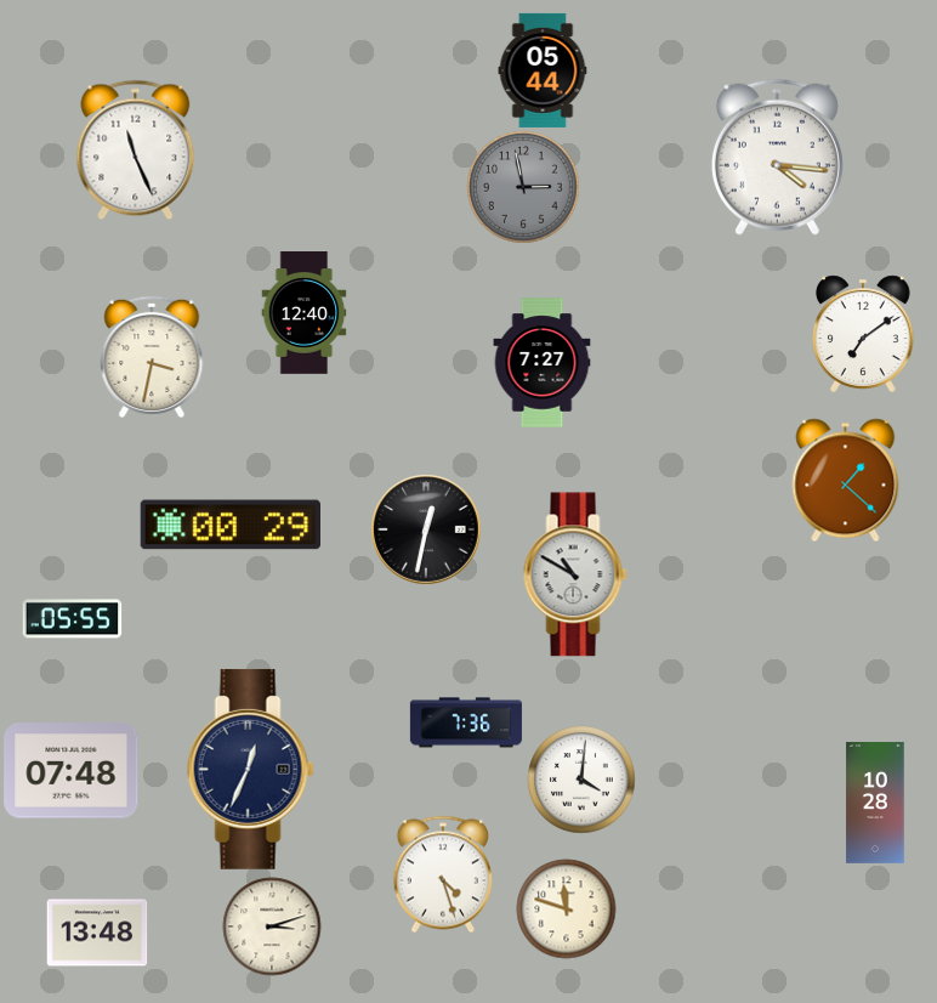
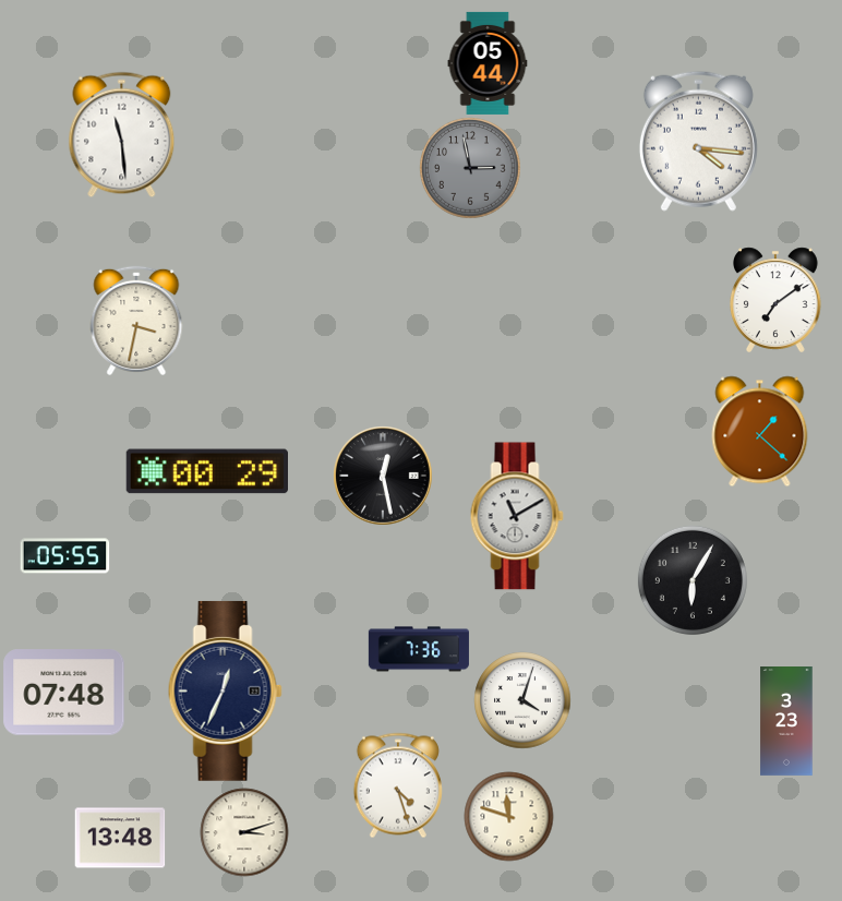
clock at (136, 149): 11:26 -> 11:29
clock at (305, 313): 12:40 -> none
clock at (543, 363): 7:27 -> none
clock at (426, 529): 12:32 -> 12:28
clock at (575, 574): 10:50 -> 11:10
clock at (693, 580): none -> 6:05
clock at (581, 780): 4:01 -> 4:03
clock at (875, 804): 10:28 -> 3:23
clock at (97, 933) position: (97, 933) -> (120, 838)
